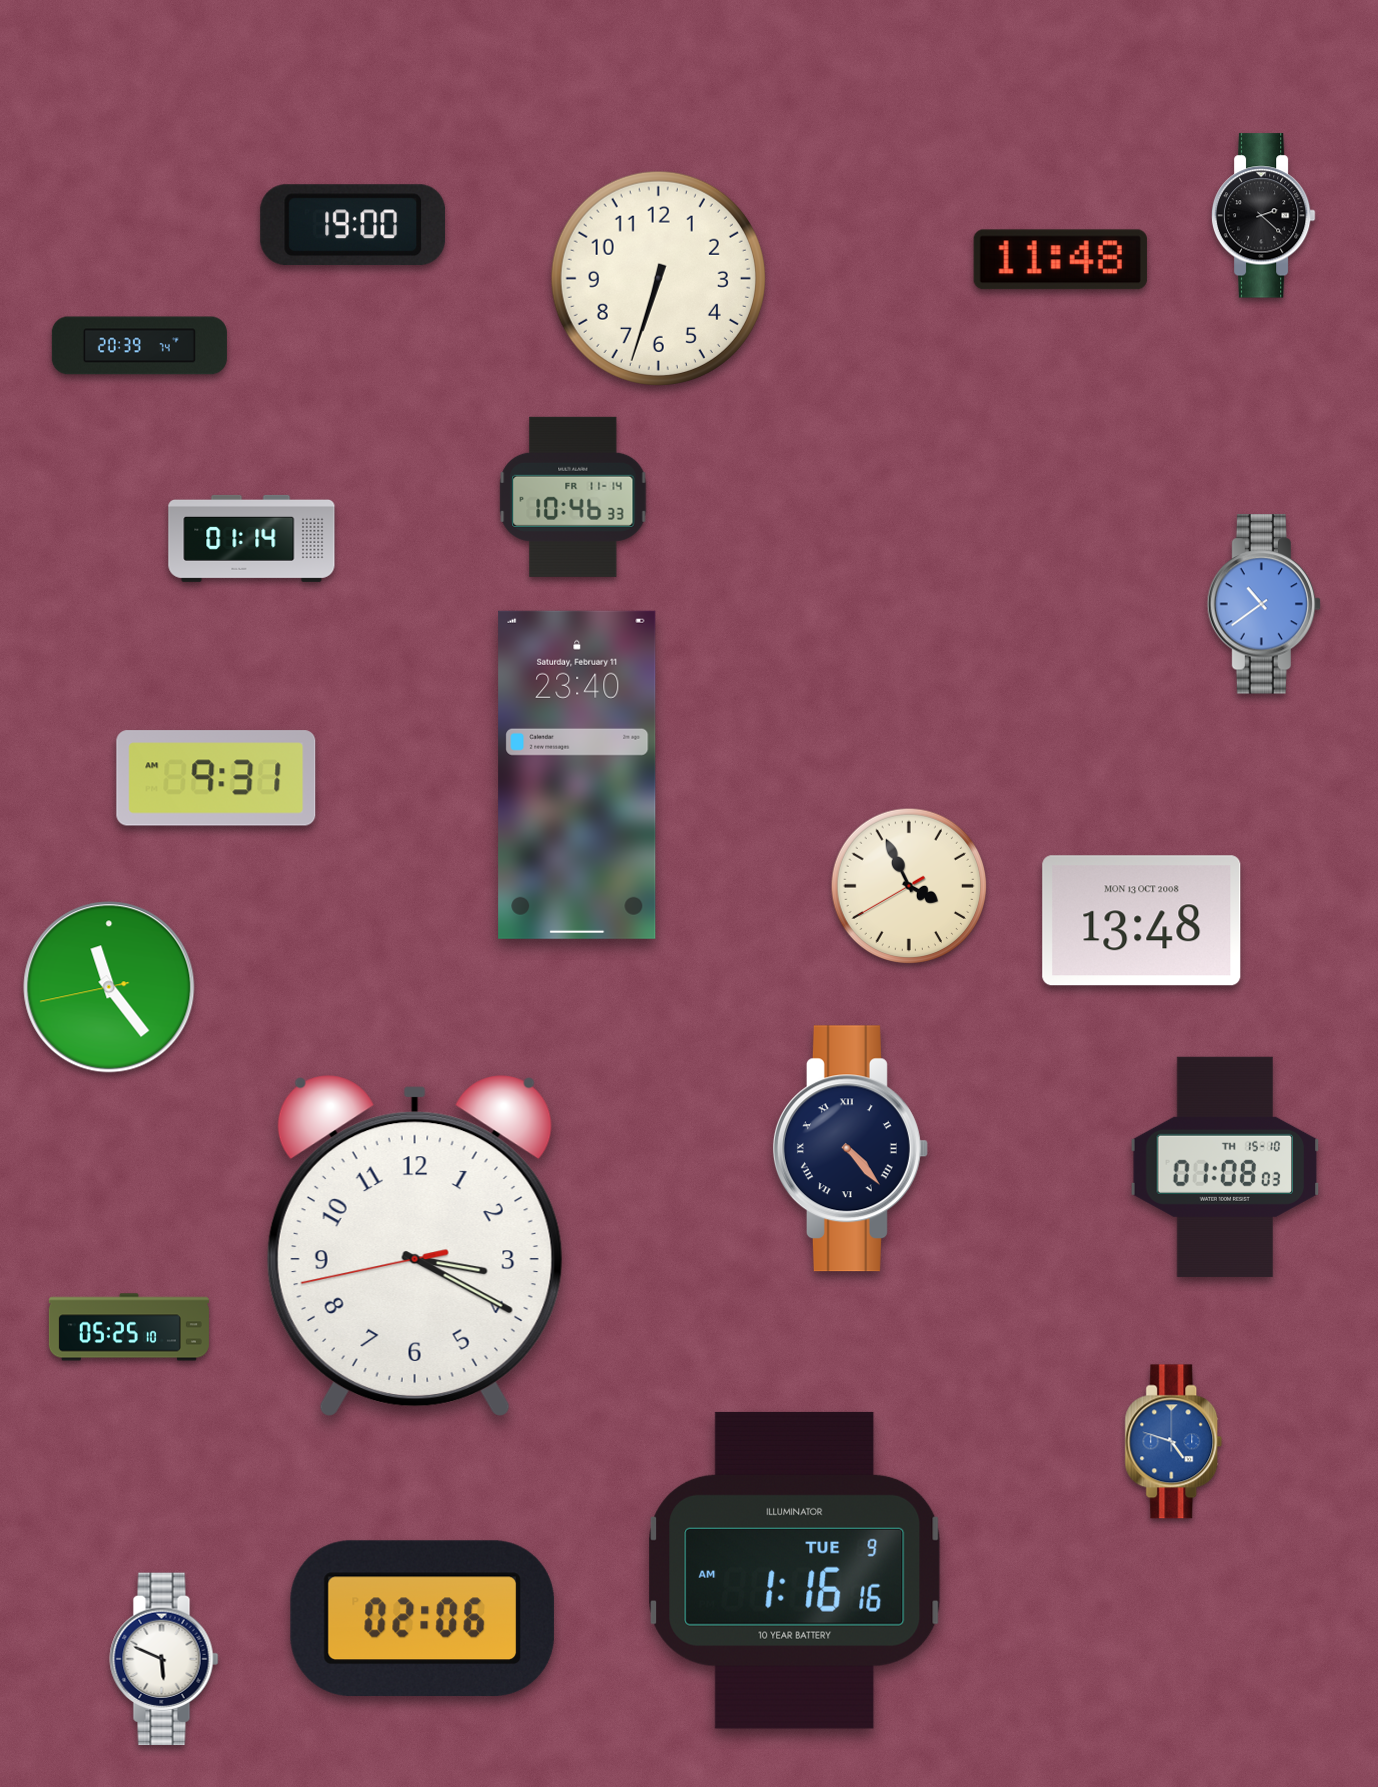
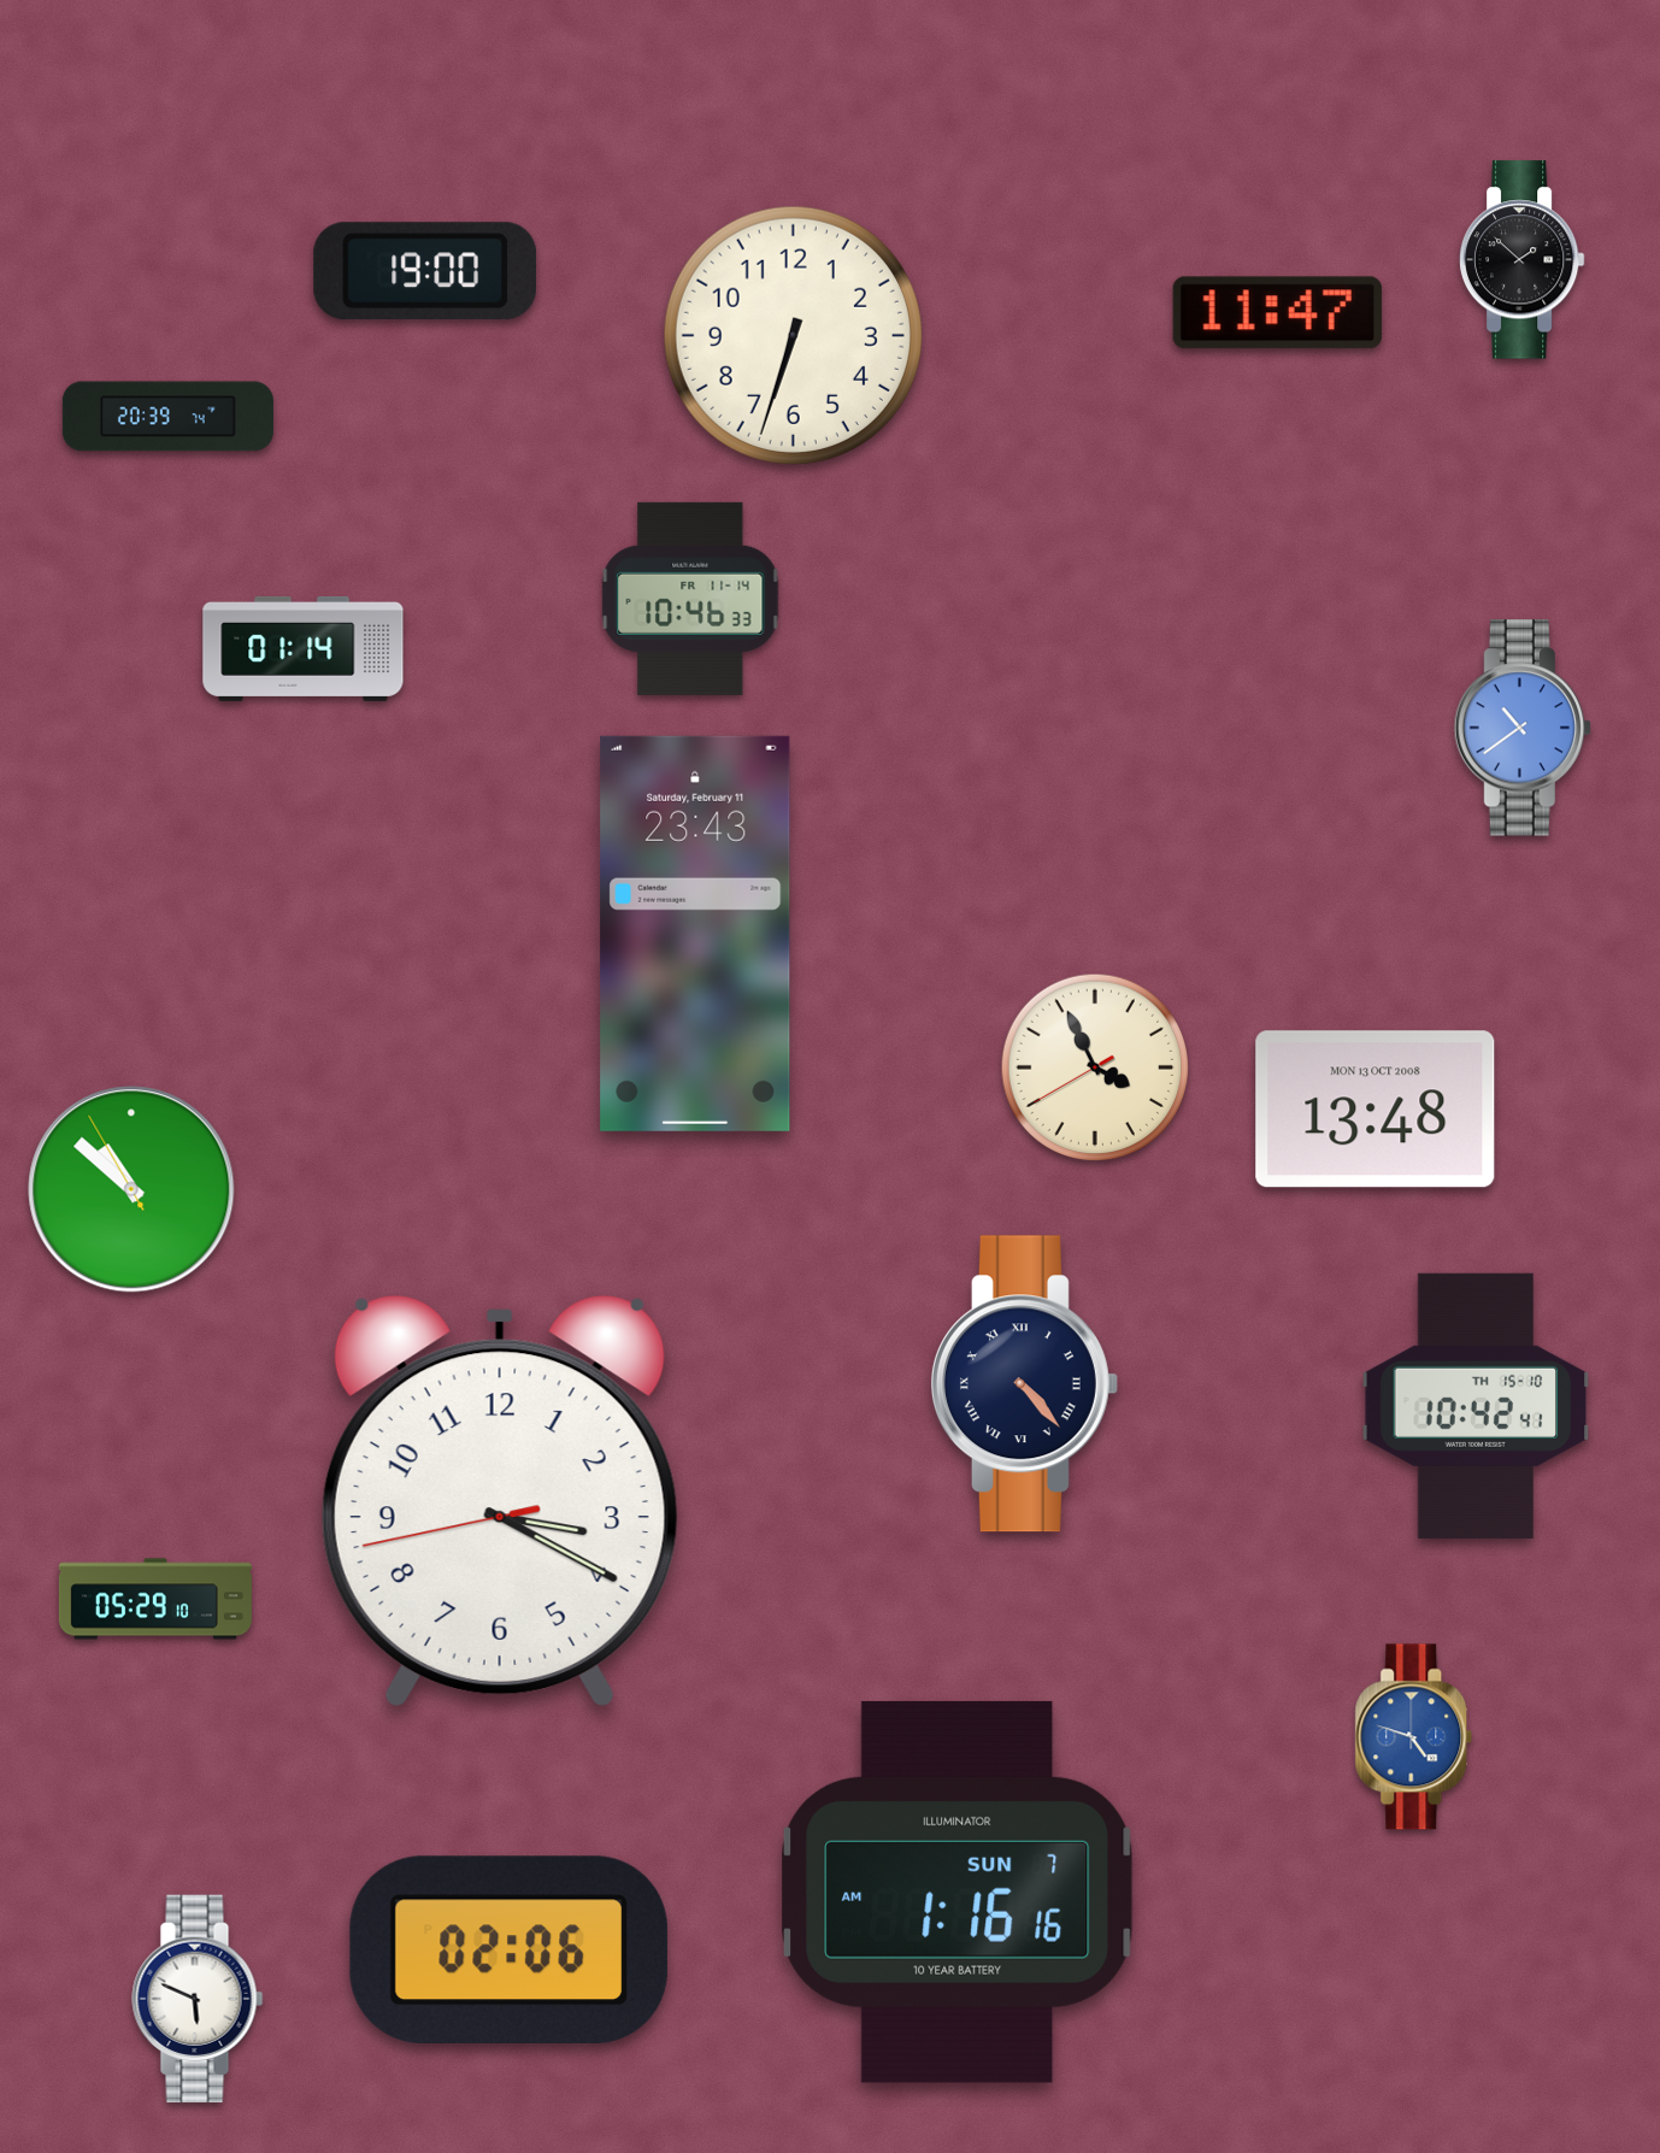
clock at (1263, 216): 2:22 -> 1:52
clock at (1060, 260): 11:48 -> 11:47
clock at (577, 775): 23:40 -> 23:43
clock at (216, 778): 9:31 -> none
clock at (109, 987): 11:23 -> 10:51
clock at (1225, 1167): 01:08 -> 10:42
clock at (129, 1327): 05:25 -> 05:29
clock at (795, 1570) date: TUE 9 -> SUN 7
